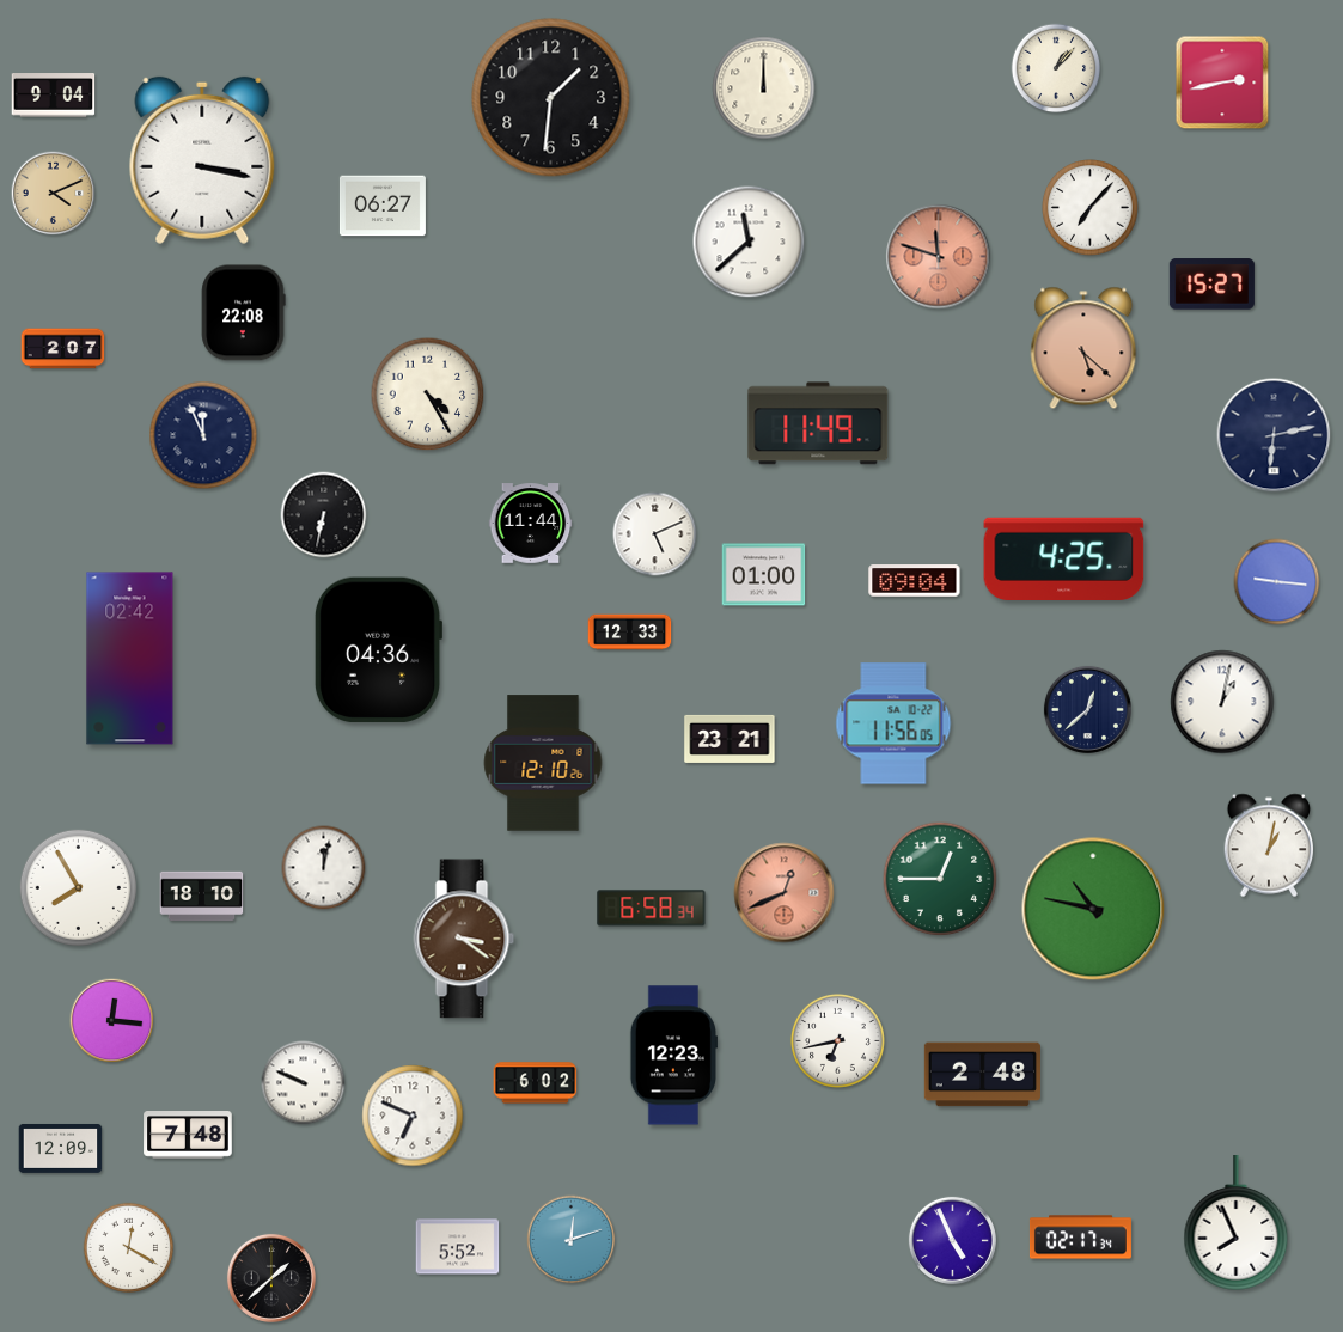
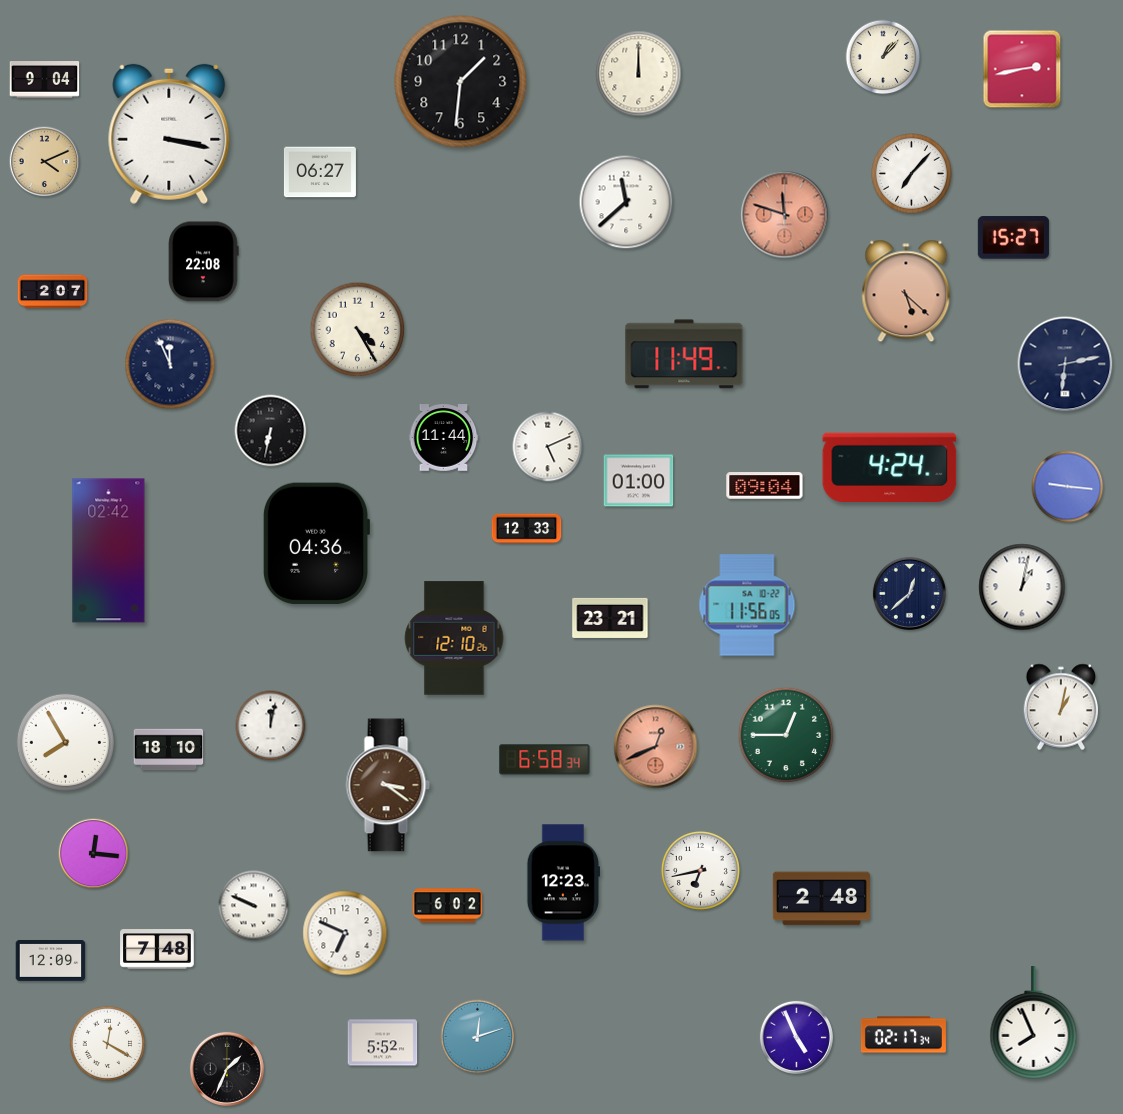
clock at (1064, 558): 4:25 -> 4:24
clock at (1093, 909): 10:47 -> none
clock at (271, 1278): 1:38 -> 1:34
